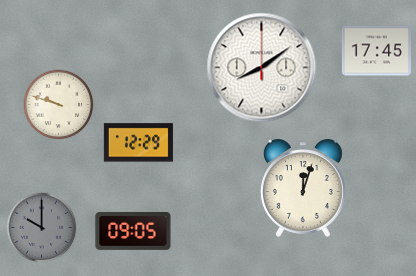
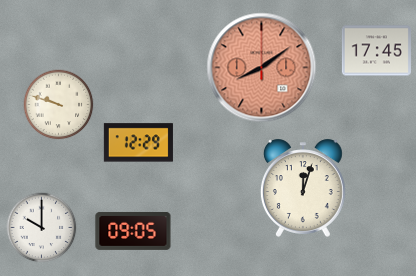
clock at (262, 68) dial: white -> salmon
clock at (42, 228) dial: grey -> white
